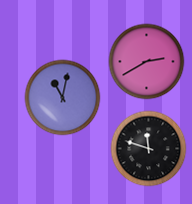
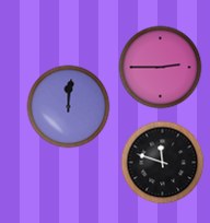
clock at (147, 62): 2:40 -> 2:45
clock at (63, 98): 11:02 -> 12:01
